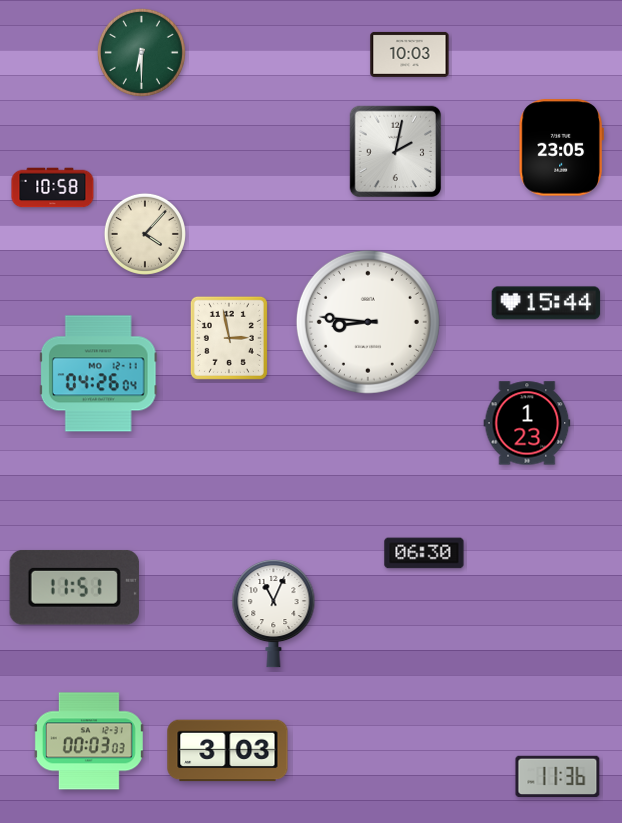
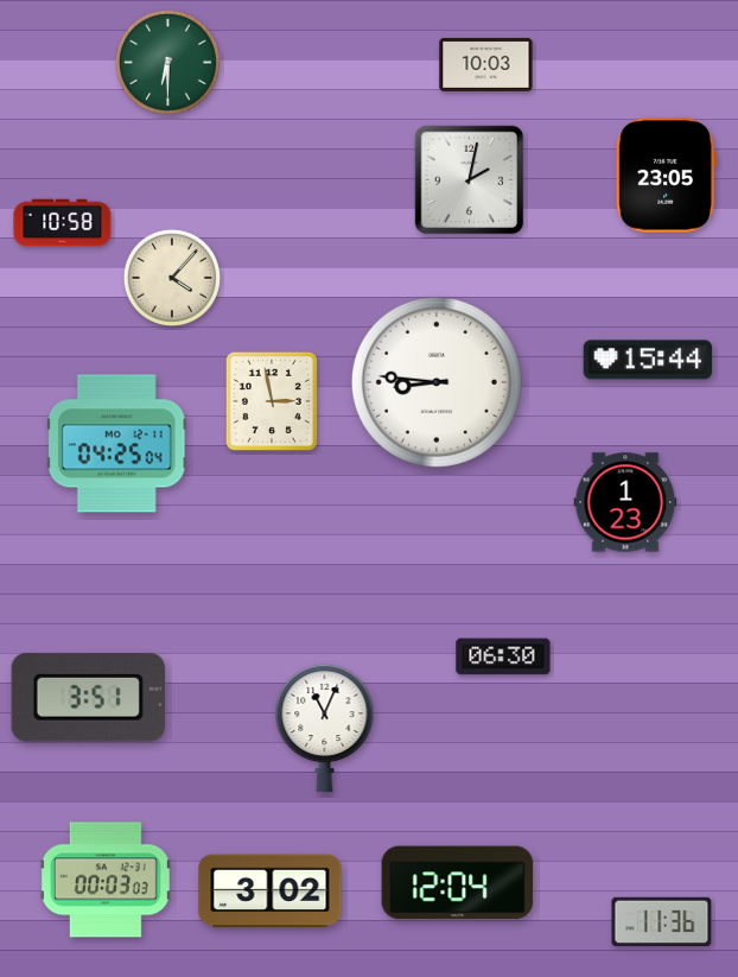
clock at (98, 374): 04:26 -> 04:25
clock at (74, 587): 11:51 -> 3:51
clock at (458, 883): none -> 12:04
clock at (228, 751): 3:03 -> 3:02
